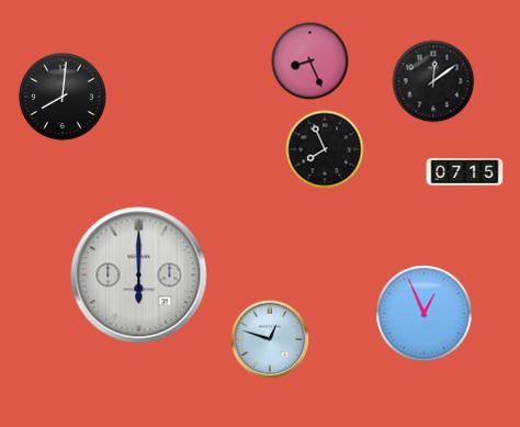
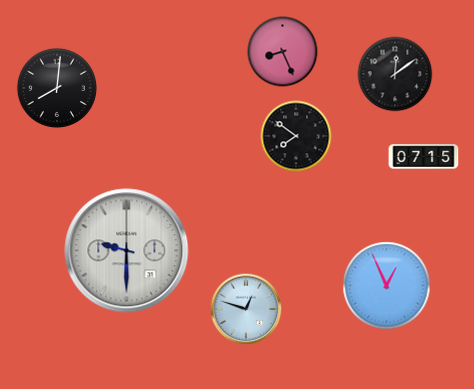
clock at (310, 61) position: (310, 61) -> (283, 52)
clock at (325, 149): 7:56 -> 7:51
clock at (139, 276): 6:00 -> 9:30
